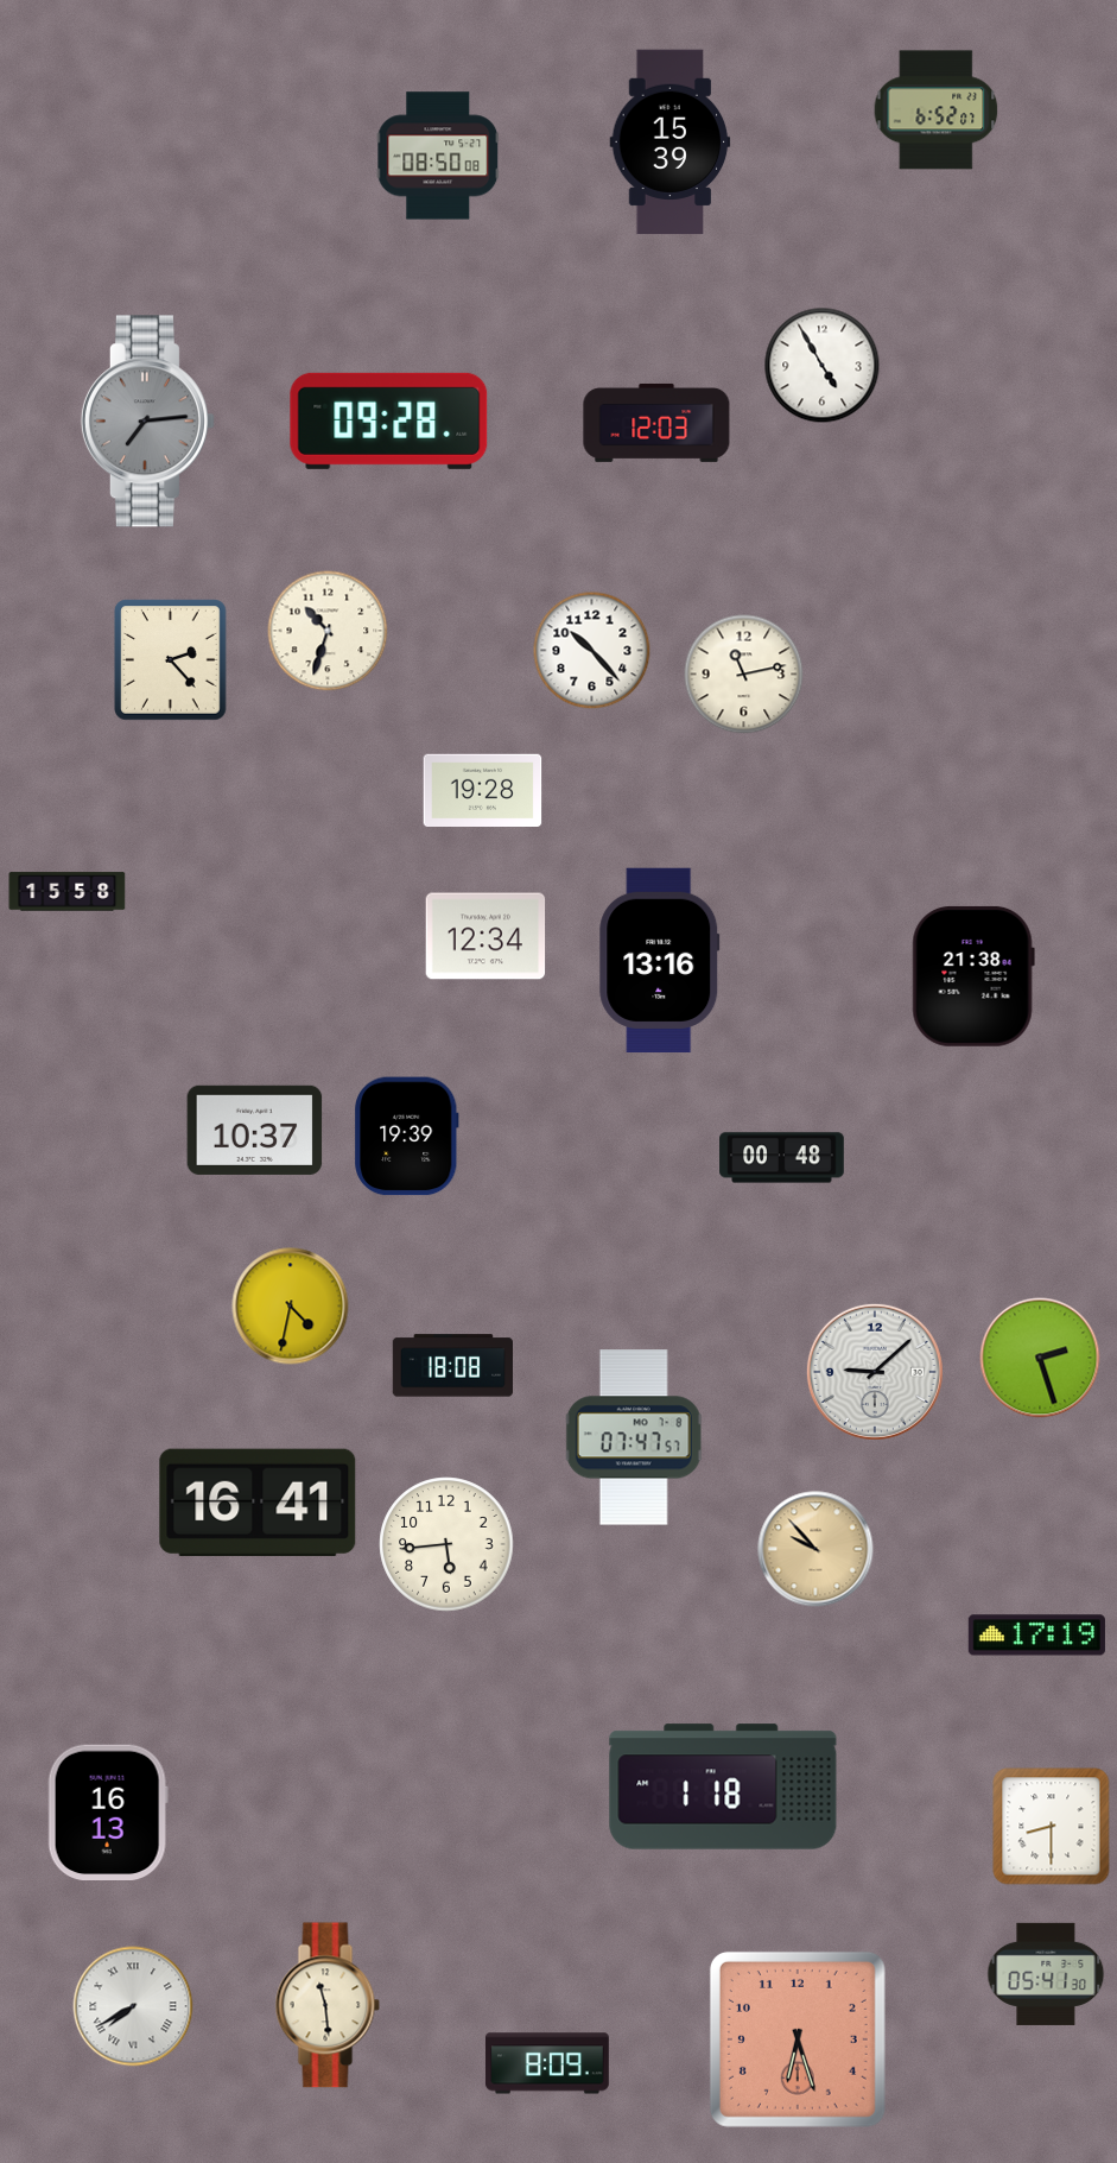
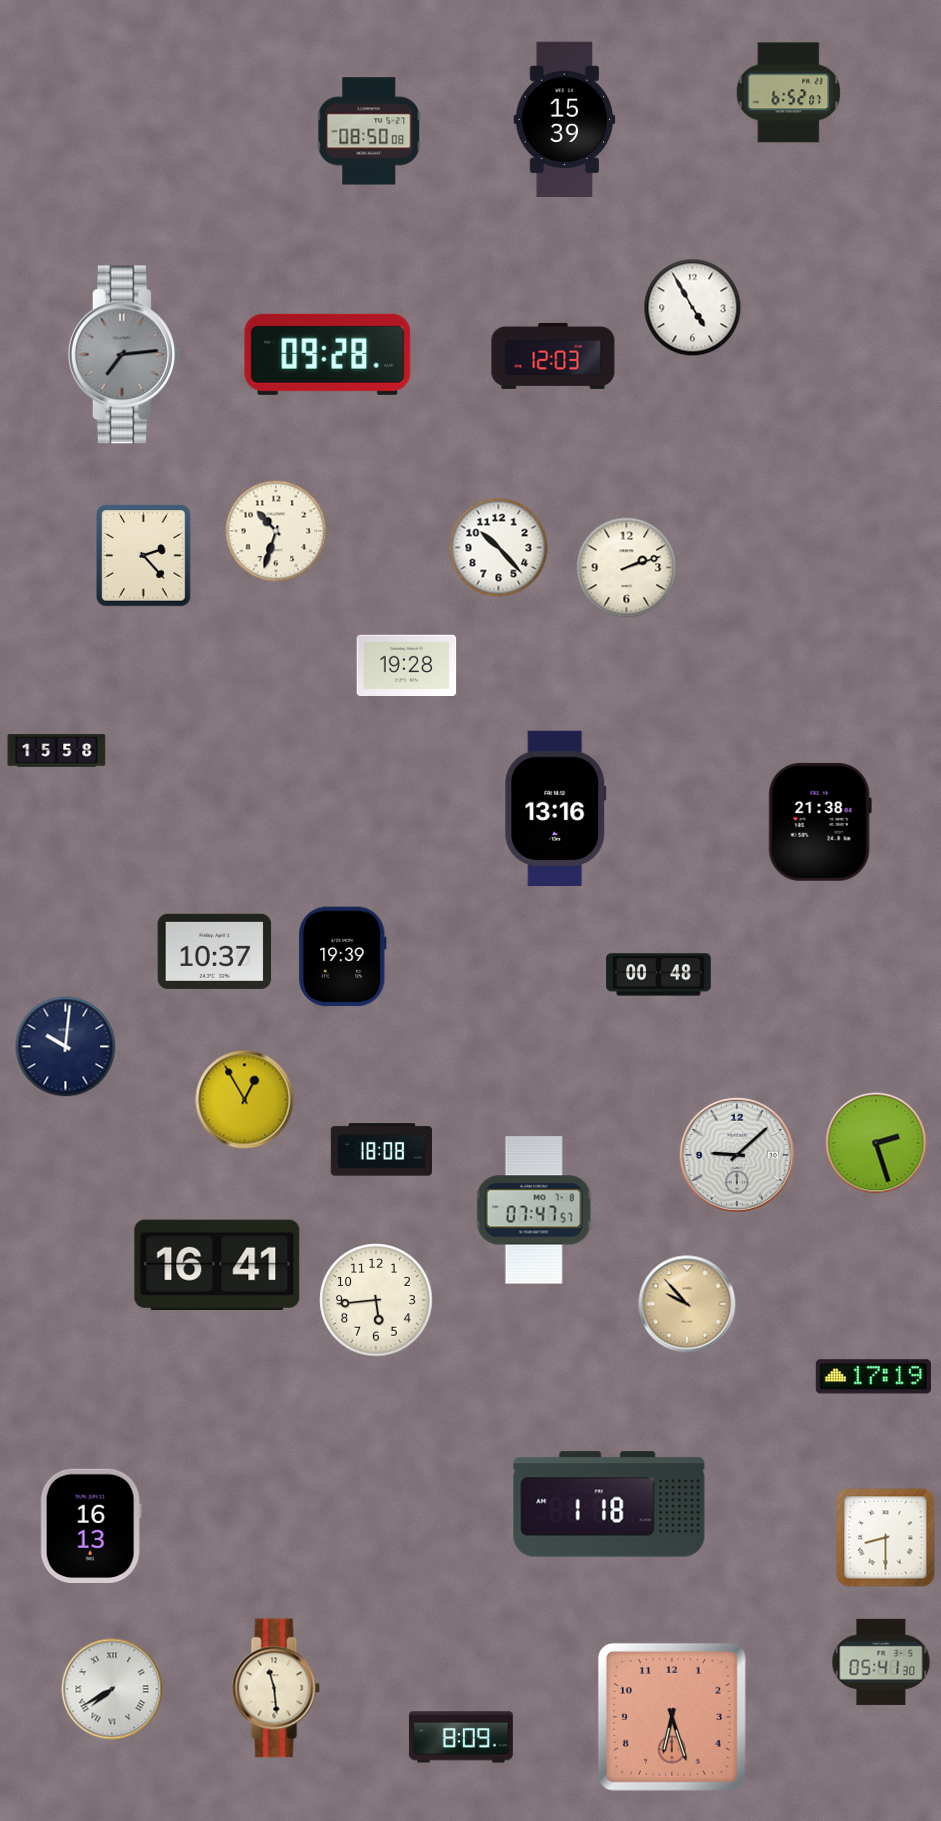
clock at (744, 675): 11:13 -> 2:12
clock at (485, 936): 12:34 -> none
clock at (66, 1047): none -> 10:01
clock at (291, 1307): 4:32 -> 12:55
